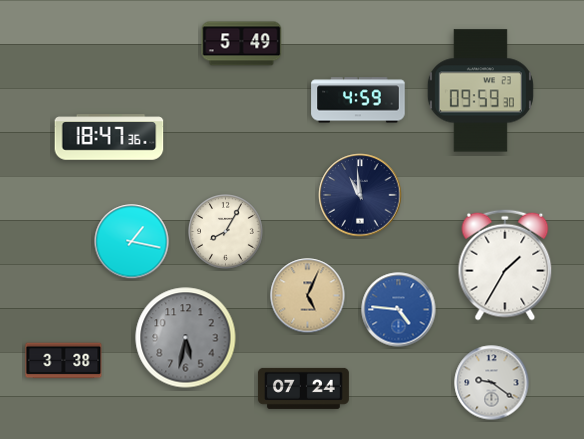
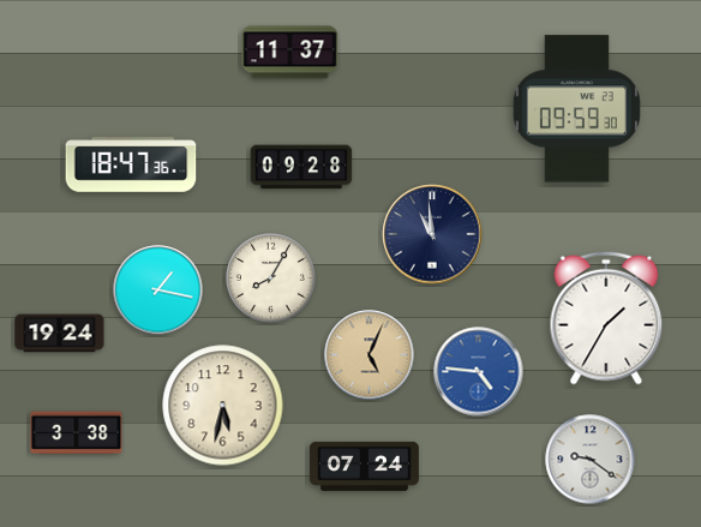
clock at (242, 44): 5:49 -> 11:37
clock at (358, 100): 4:59 -> none
clock at (301, 167): none -> 09:28
clock at (60, 334): none -> 19:24
clock at (186, 338) dial: grey -> cream
